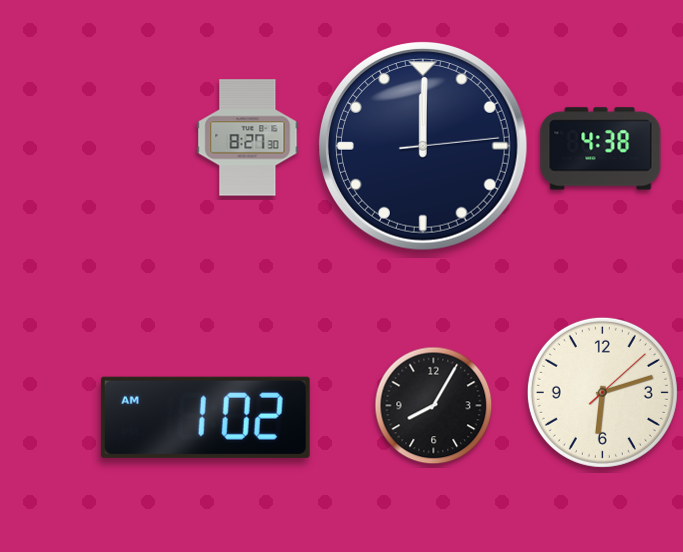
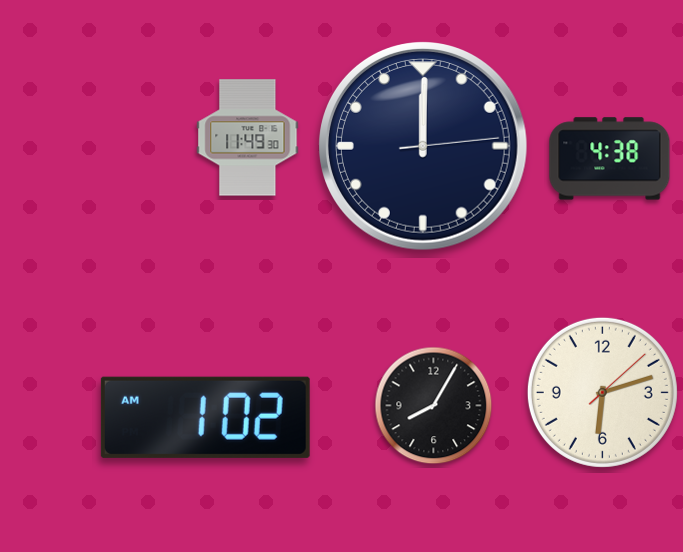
clock at (248, 138): 8:27 -> 11:49
clock at (601, 149) position: (601, 149) -> (610, 159)
